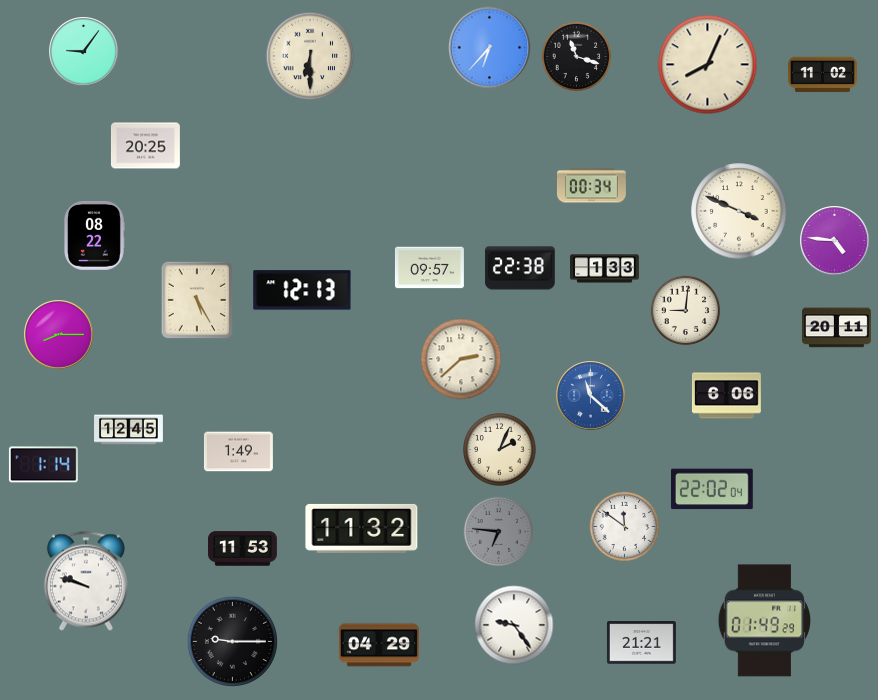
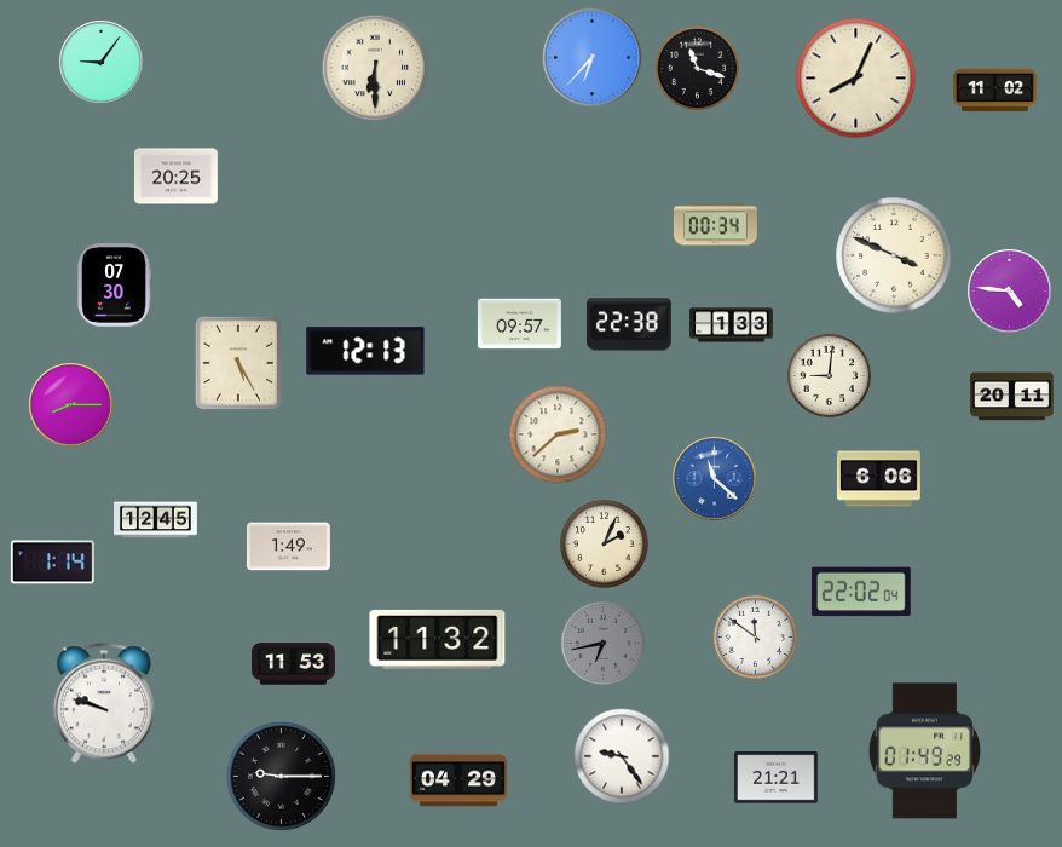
clock at (95, 235): 08:22 -> 07:30
clock at (498, 531): 6:46 -> 6:43
